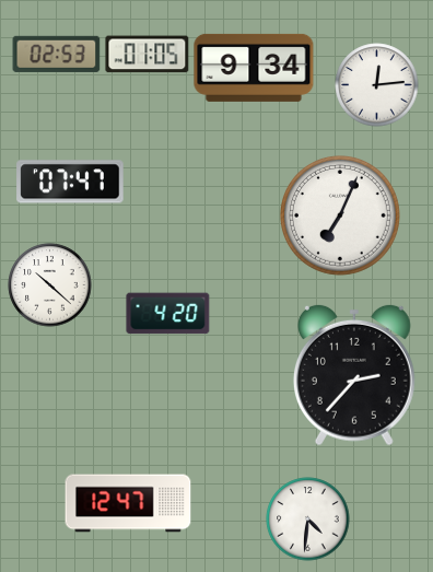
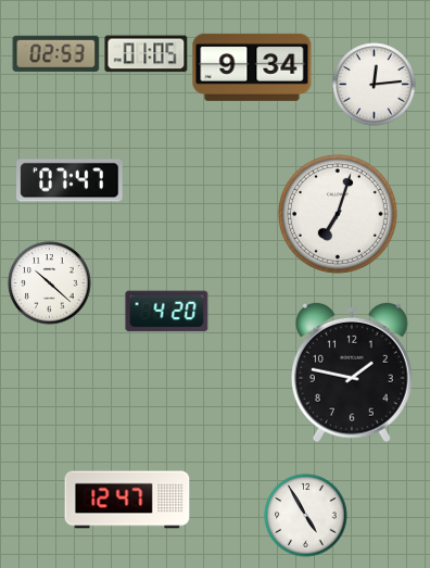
clock at (340, 215): 7:04 -> 7:03
clock at (354, 375): 2:37 -> 1:47
clock at (308, 520): 4:31 -> 4:55
